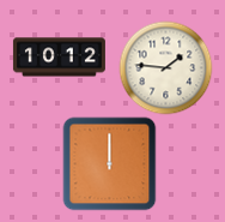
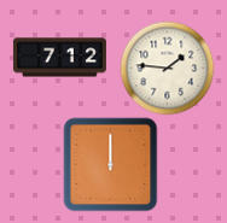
clock at (59, 58): 10:12 -> 7:12
